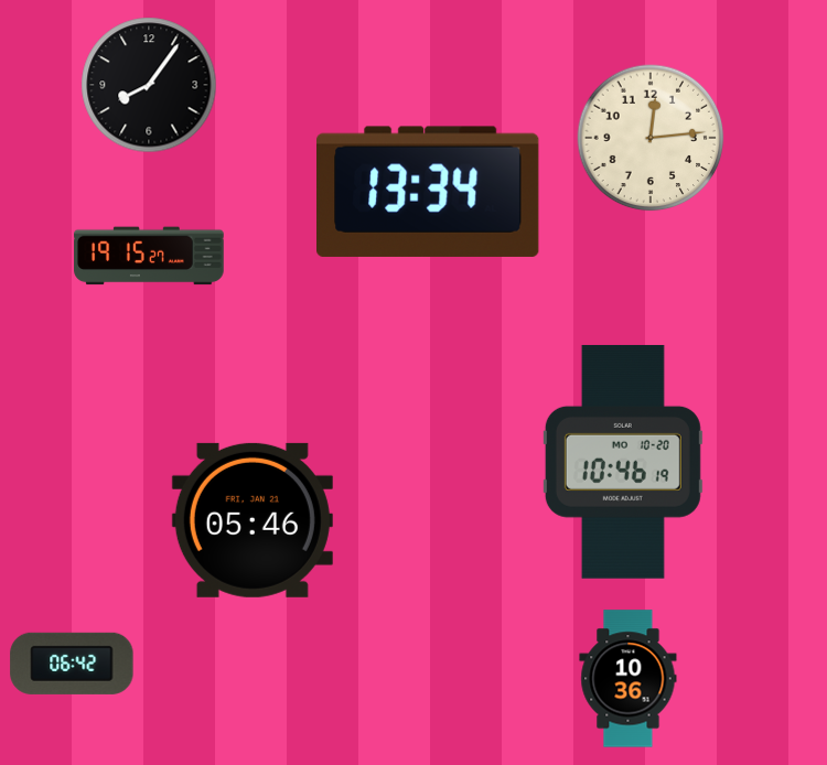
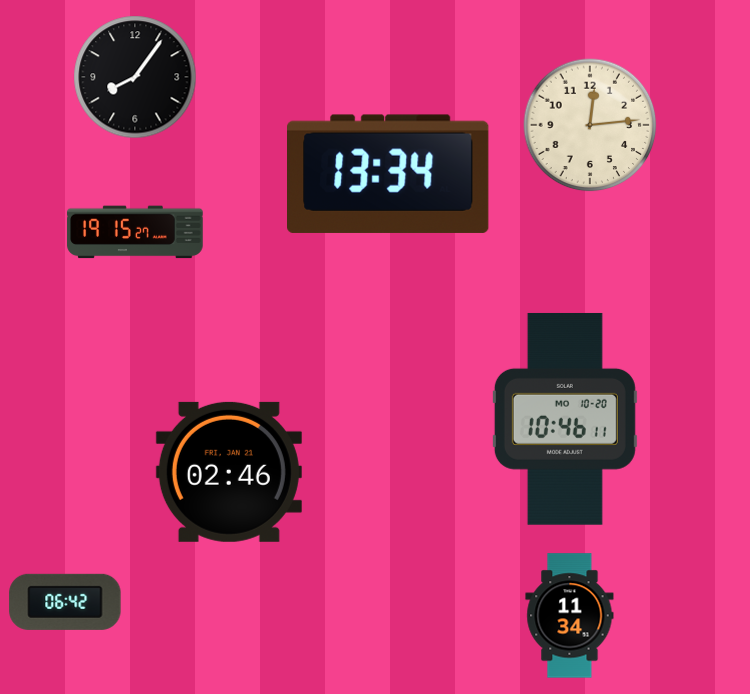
clock at (623, 462): 10:46:19 -> 10:46:11
clock at (253, 520): 05:46 -> 02:46
clock at (629, 679): 10:36 -> 11:34
